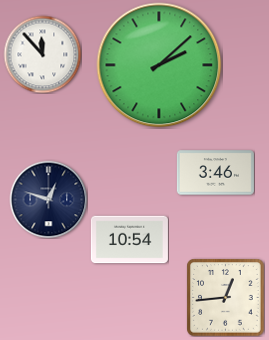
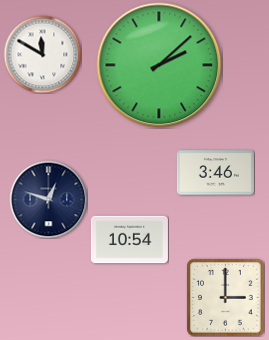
clock at (42, 54): 11:53 -> 11:50
clock at (225, 297): 12:44 -> 3:00
